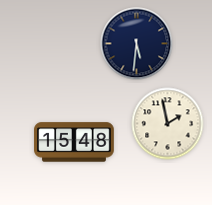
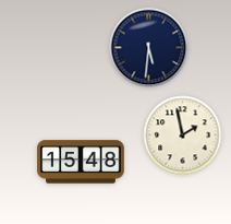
clock at (74, 142) position: (74, 142) -> (81, 162)
